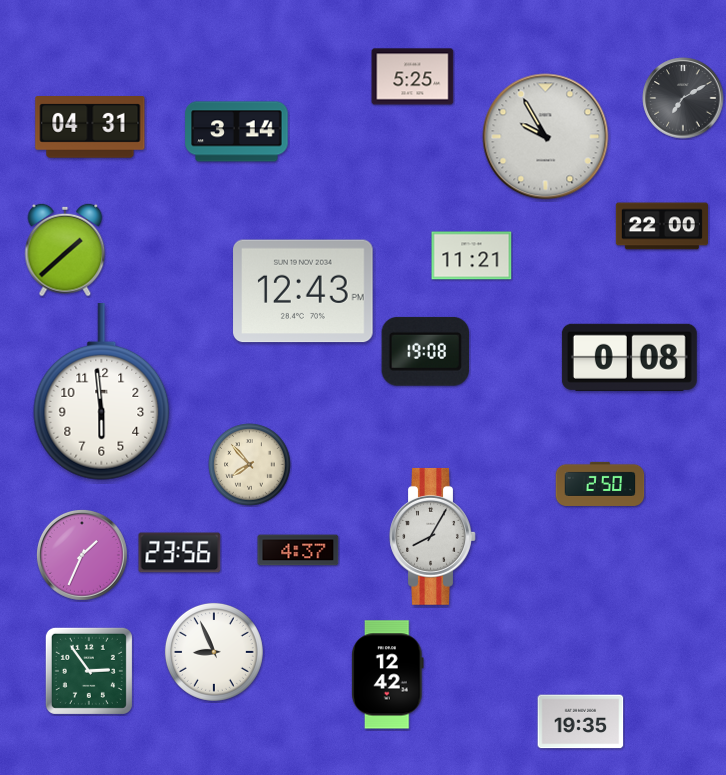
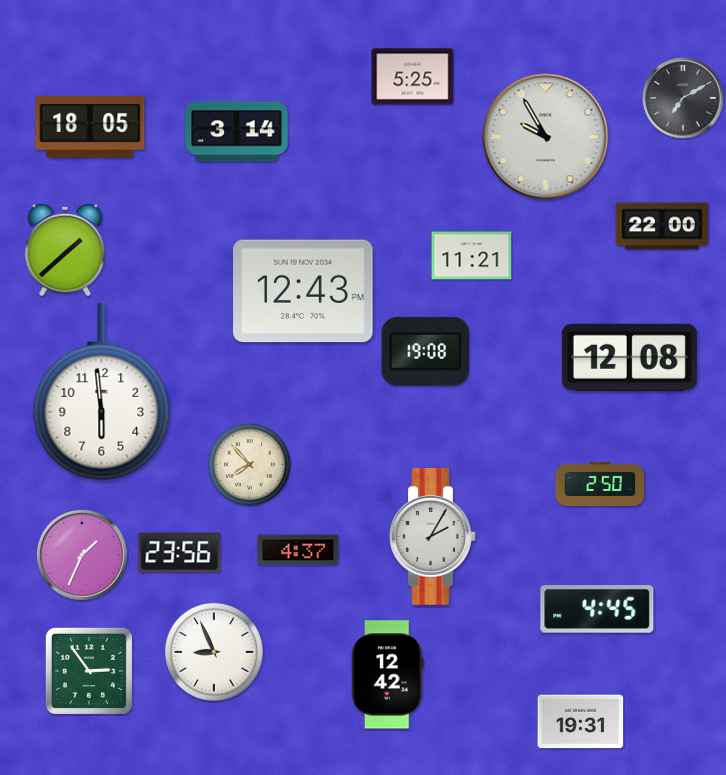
clock at (90, 128): 04:31 -> 18:05
clock at (629, 357): 0:08 -> 12:08
clock at (433, 537): 8:05 -> 2:05
clock at (597, 610): none -> 4:45
clock at (581, 722): 19:35 -> 19:31
